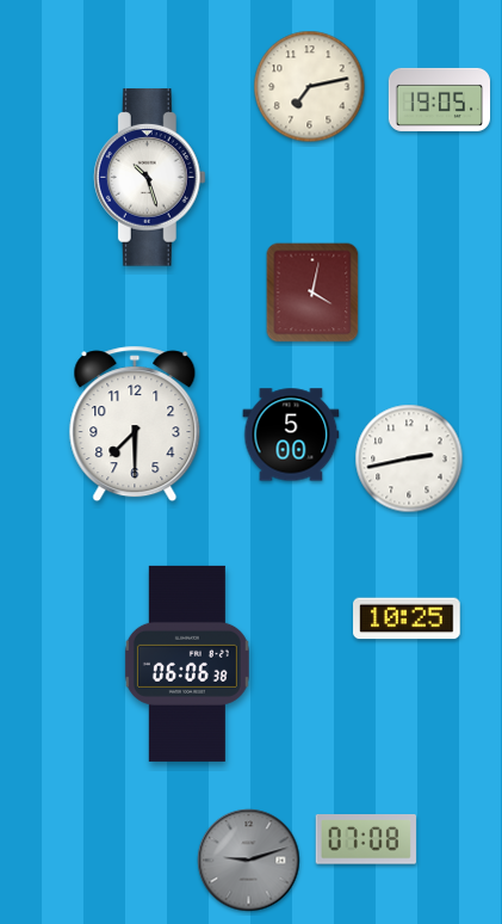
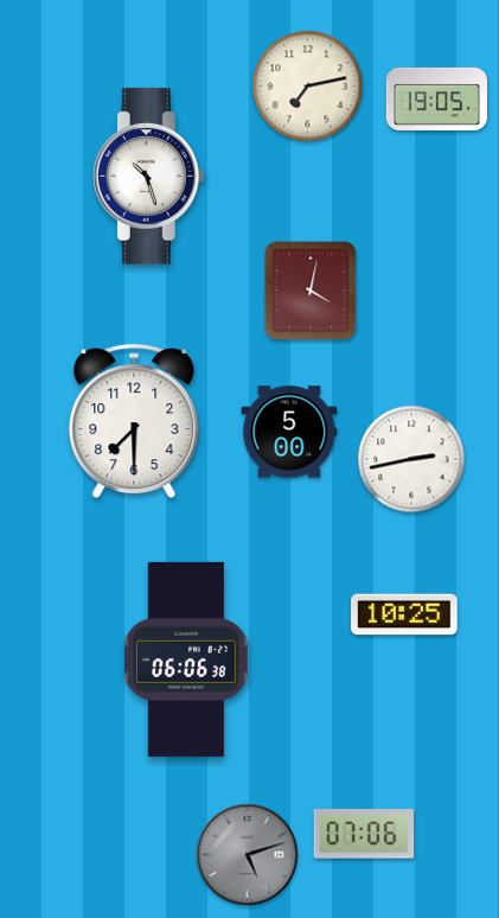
clock at (409, 458) position: (409, 458) -> (411, 459)
clock at (366, 839): 07:08 -> 07:06
clock at (249, 861): 9:12 -> 5:12
